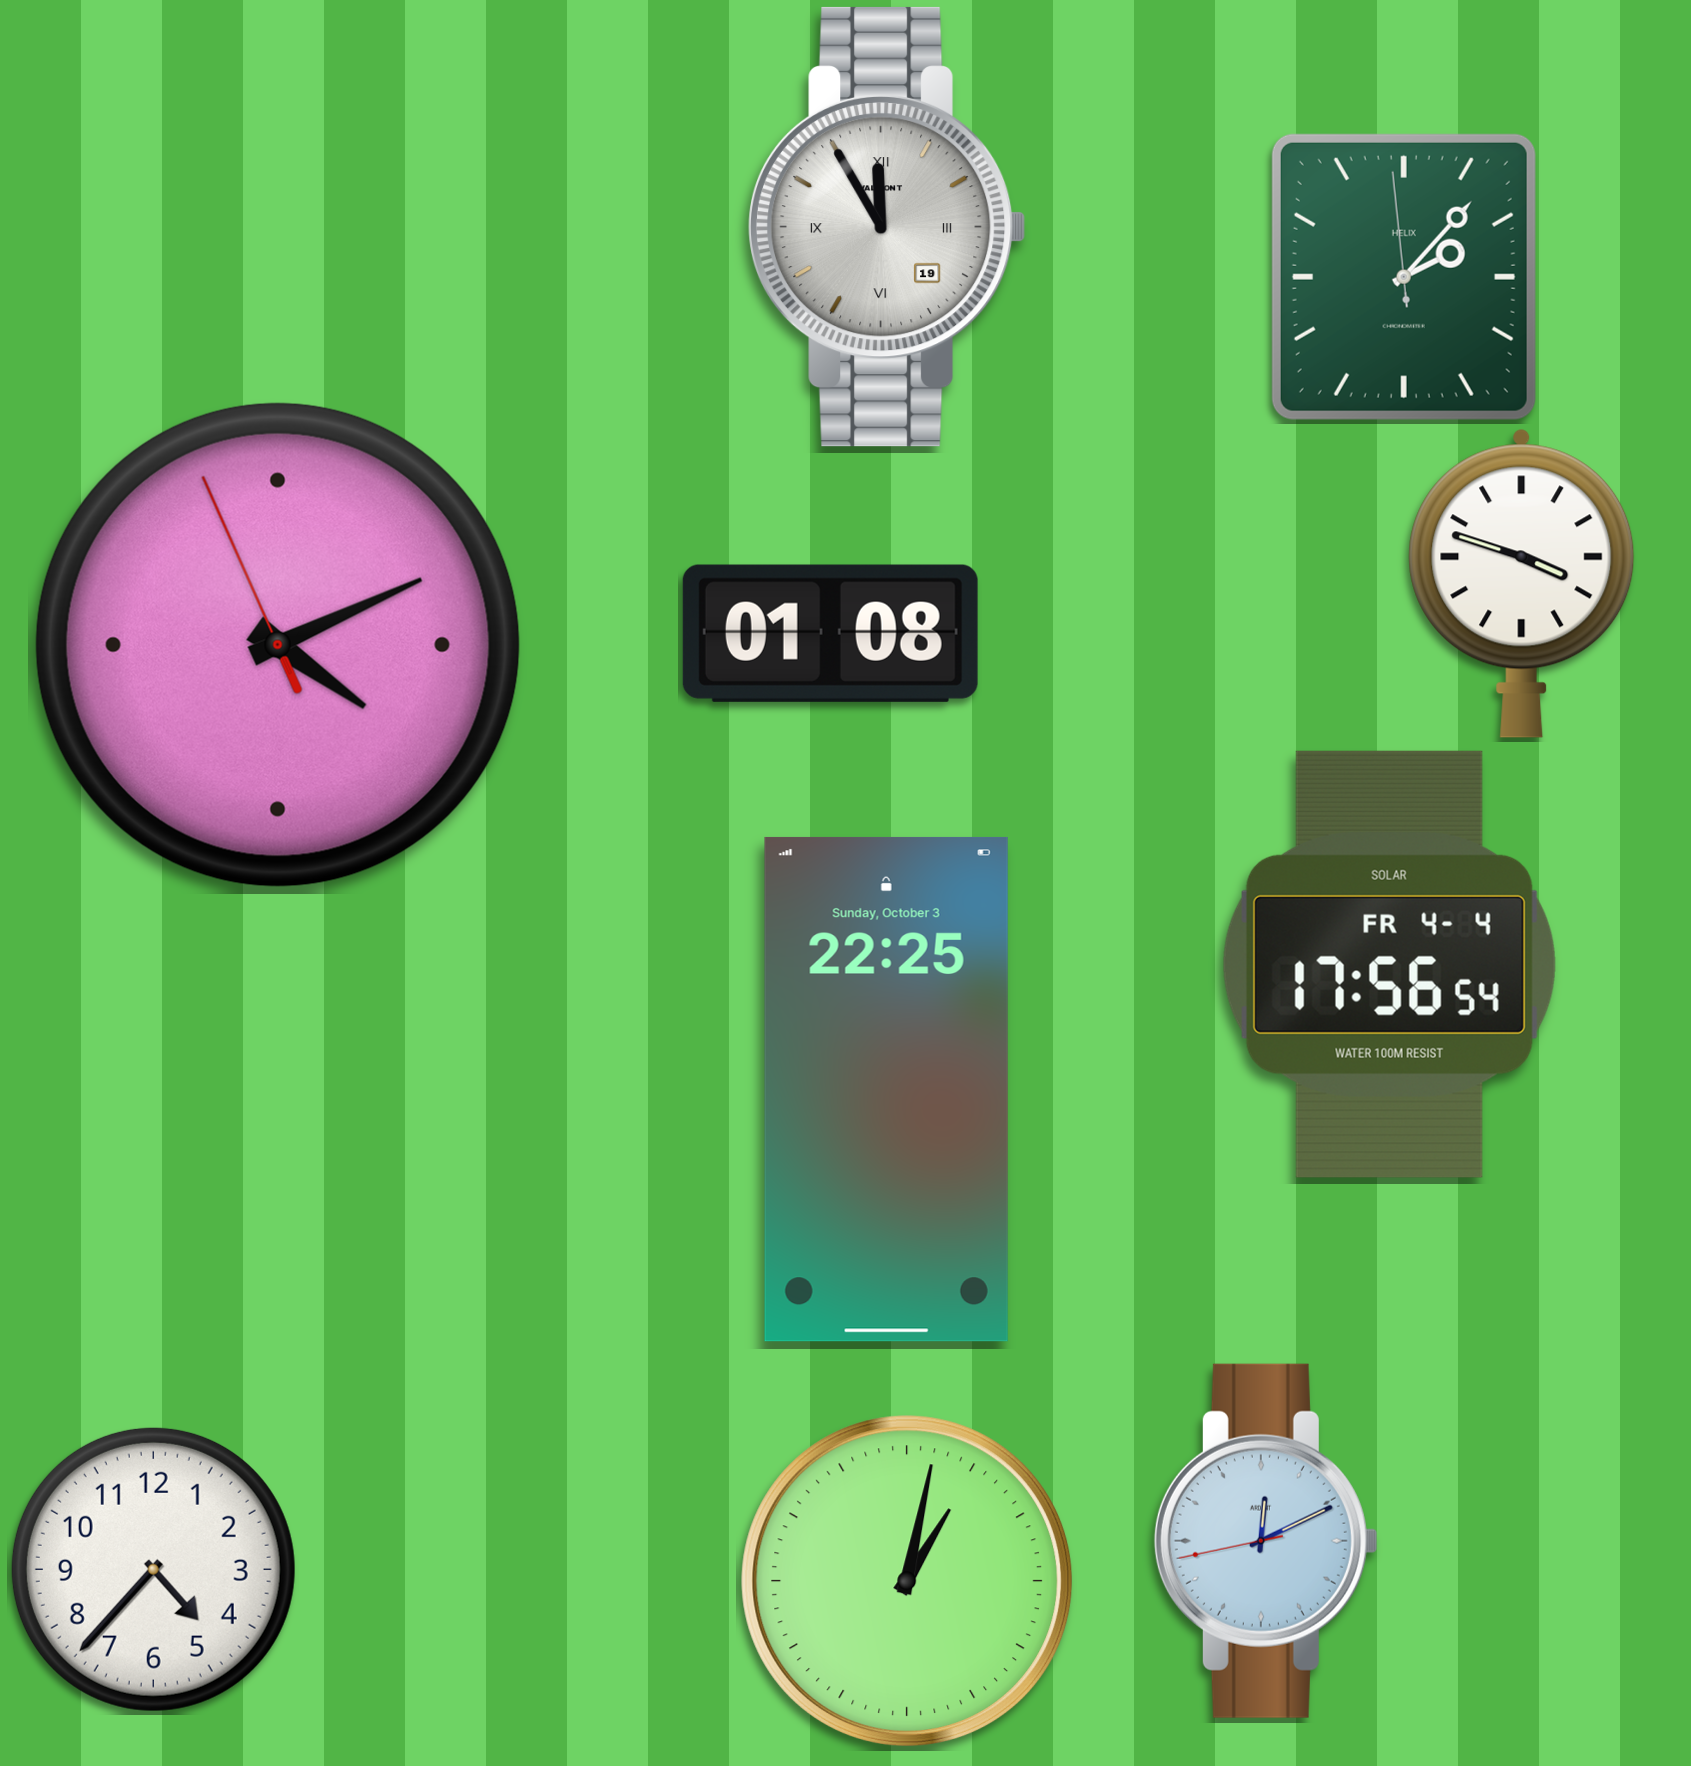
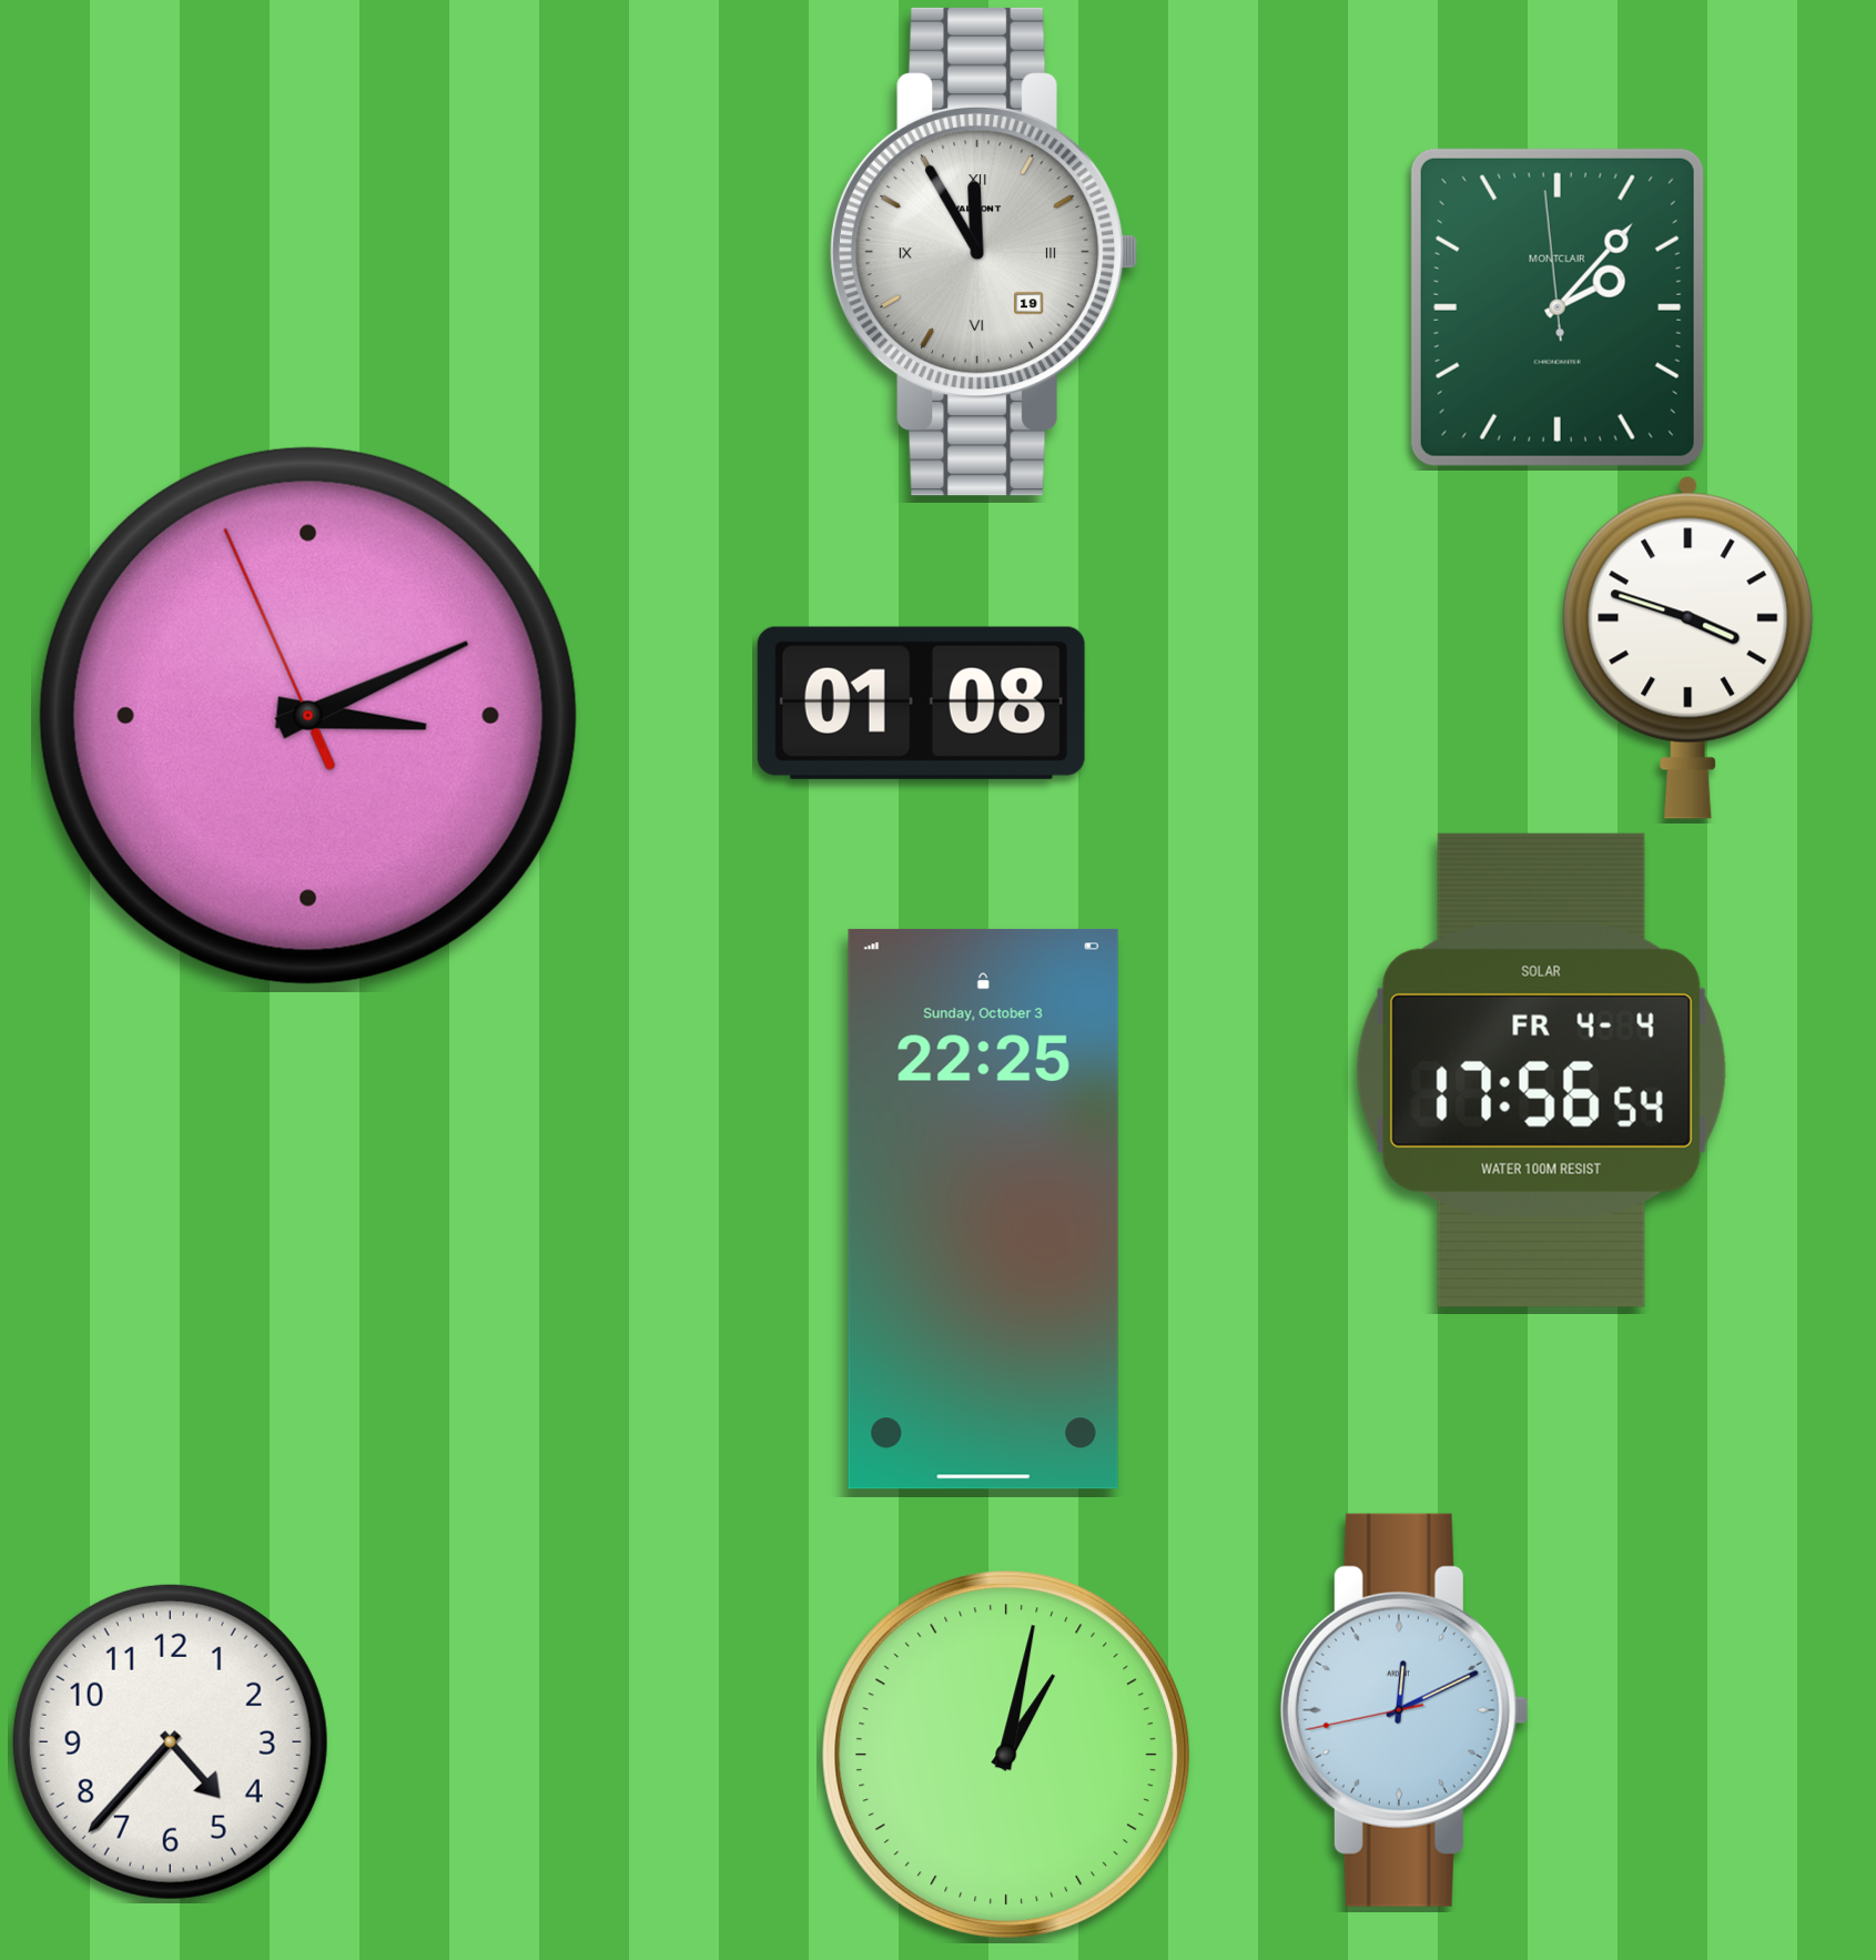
clock at (1404, 277) brand: HELIX -> MONTCLAIR
clock at (278, 645): 4:10 -> 3:10
